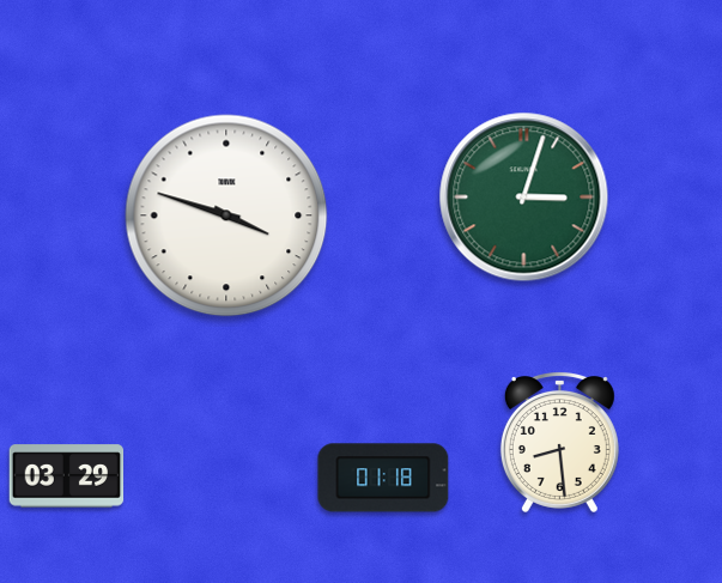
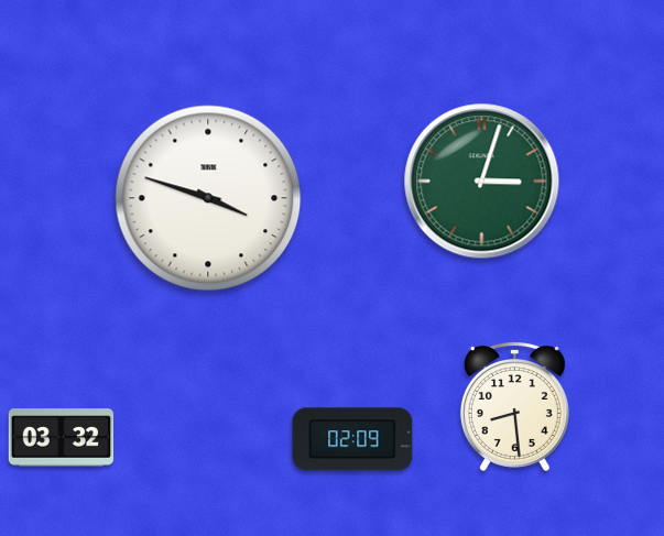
clock at (67, 476): 03:29 -> 03:32
clock at (383, 478): 01:18 -> 02:09
